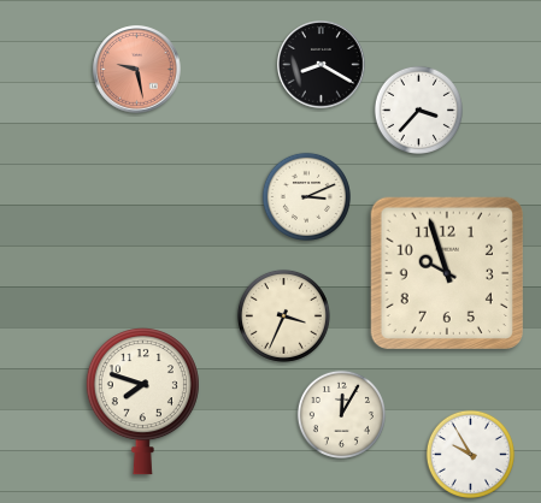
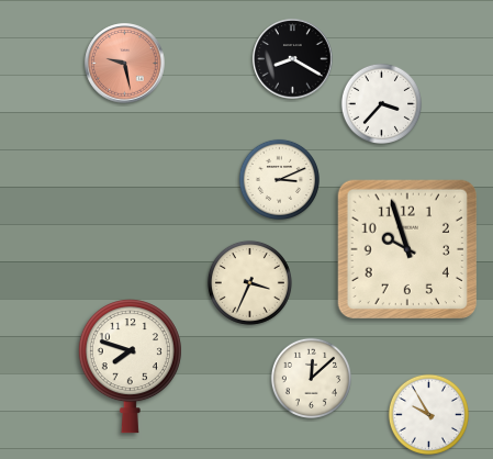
clock at (418, 110) position: (418, 110) -> (381, 103)
clock at (283, 315) position: (283, 315) -> (249, 282)
clock at (341, 414): 12:05 -> 12:08
